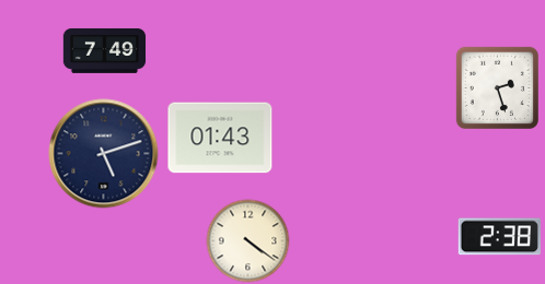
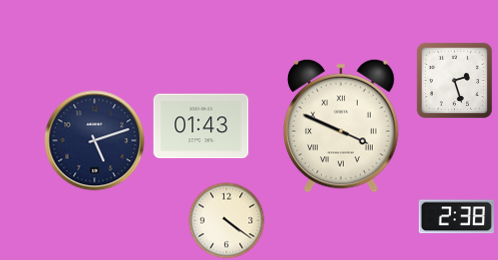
clock at (105, 51): 7:49 -> none
clock at (342, 126): none -> 3:49
